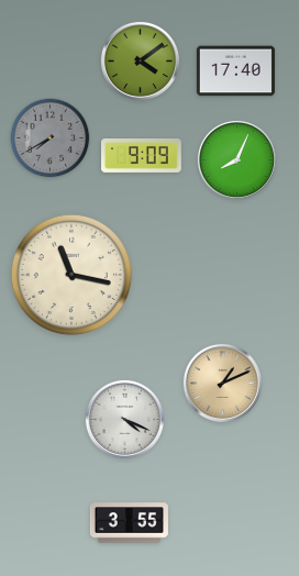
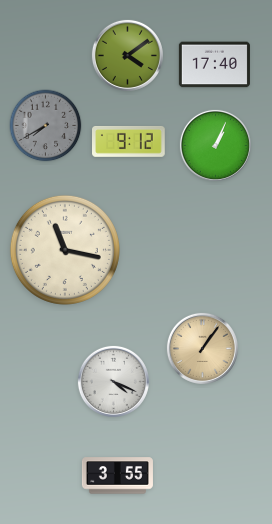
clock at (142, 155): 9:09 -> 9:12
clock at (236, 159): 8:04 -> 1:04
clock at (222, 383): 1:11 -> 1:06
